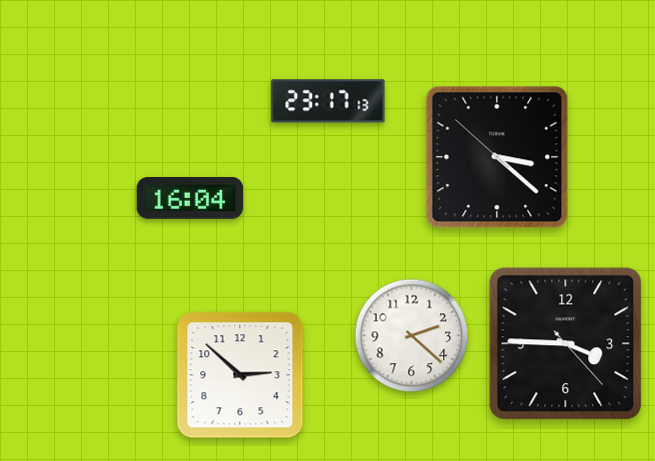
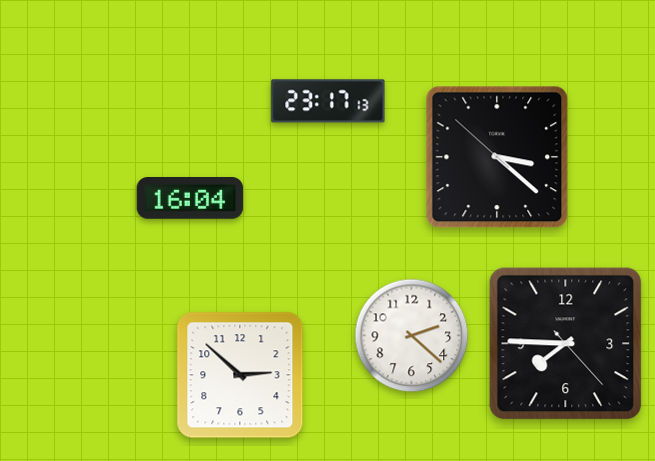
clock at (566, 344): 3:45 -> 7:45
